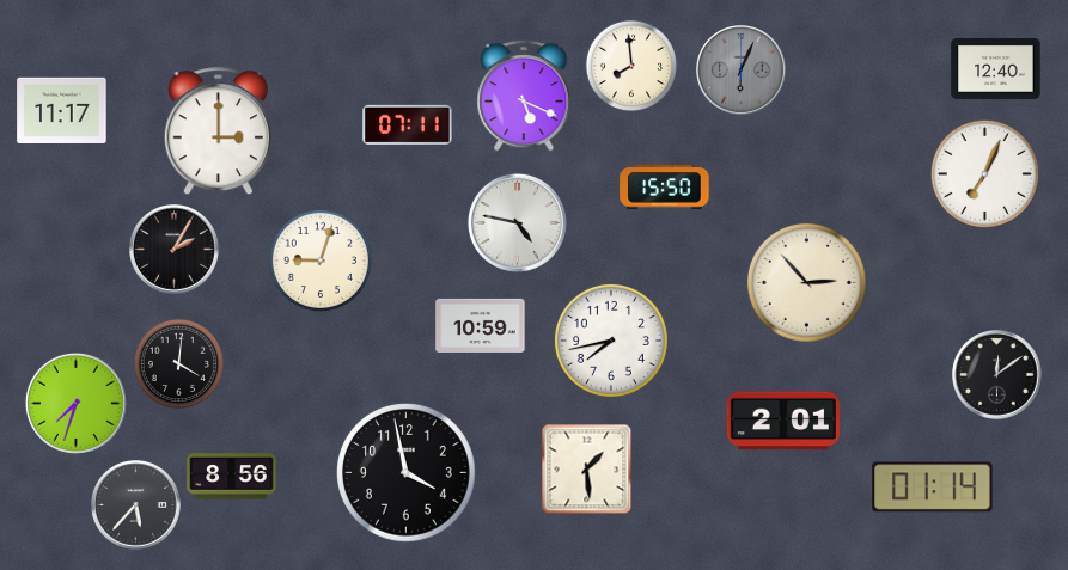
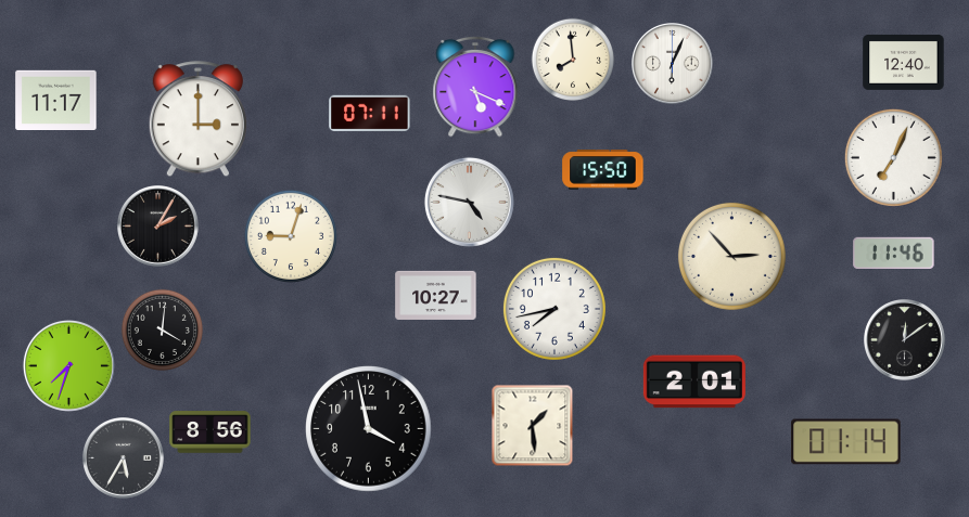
clock at (742, 71) dial: grey -> white
clock at (894, 253): none -> 11:46
clock at (481, 325): 10:59 -> 10:27
clock at (783, 421) position: (783, 421) -> (694, 382)
clock at (136, 505): 5:37 -> 5:35
